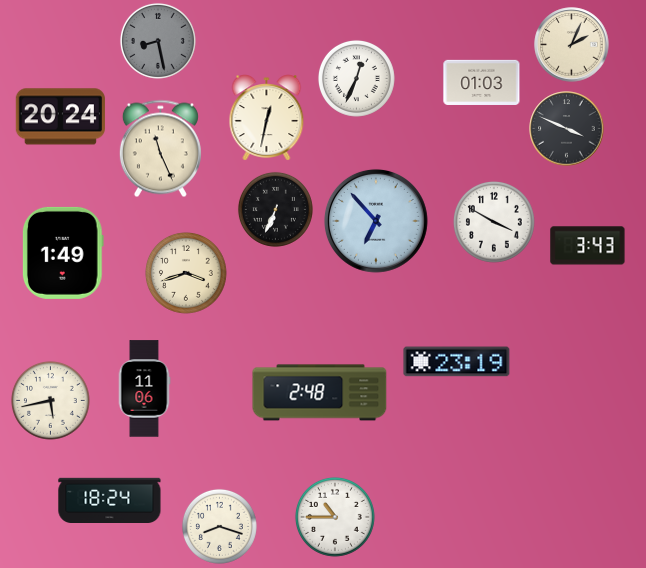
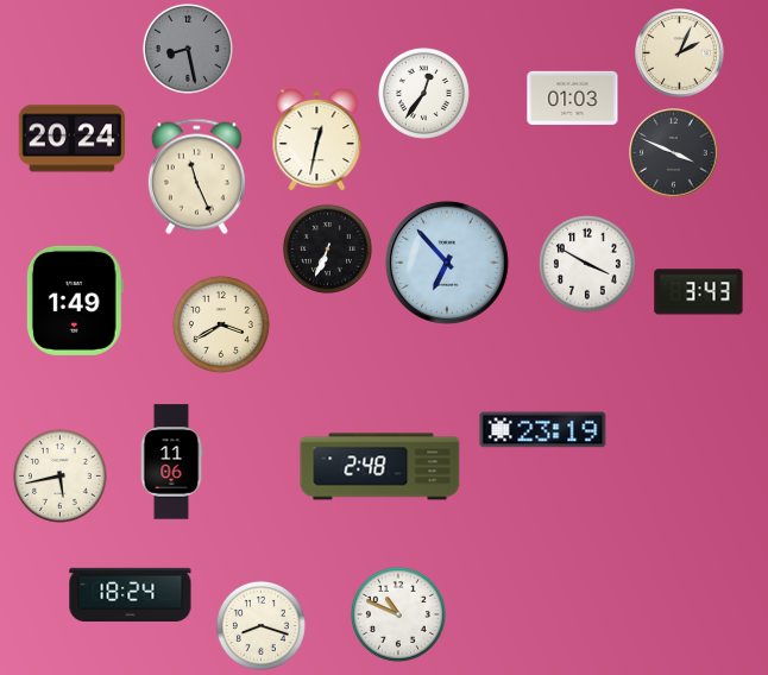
clock at (356, 78): 12:34 -> 12:36
clock at (160, 149) position: (160, 149) -> (196, 177)
clock at (187, 274): 3:42 -> 3:40
clock at (335, 517): 10:45 -> 10:49
